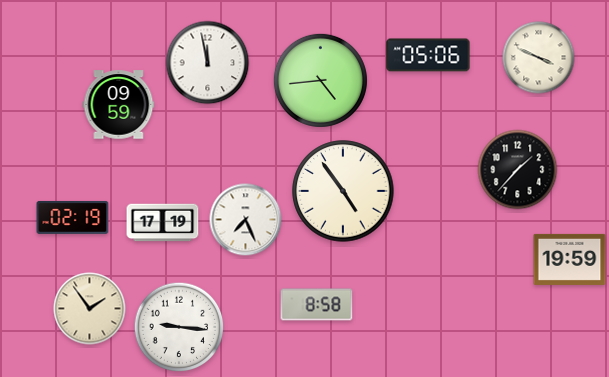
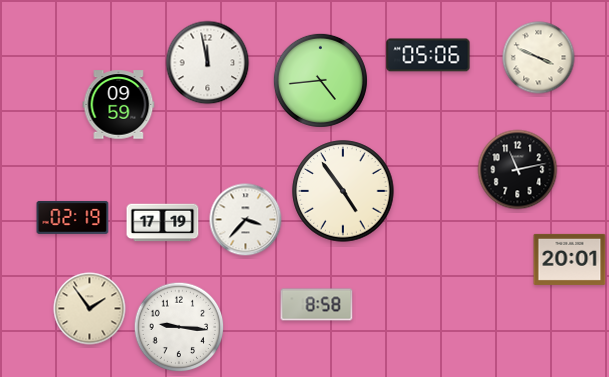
clock at (518, 170): 1:37 -> 11:13
clock at (246, 220): 7:26 -> 3:37
clock at (570, 259): 19:59 -> 20:01
